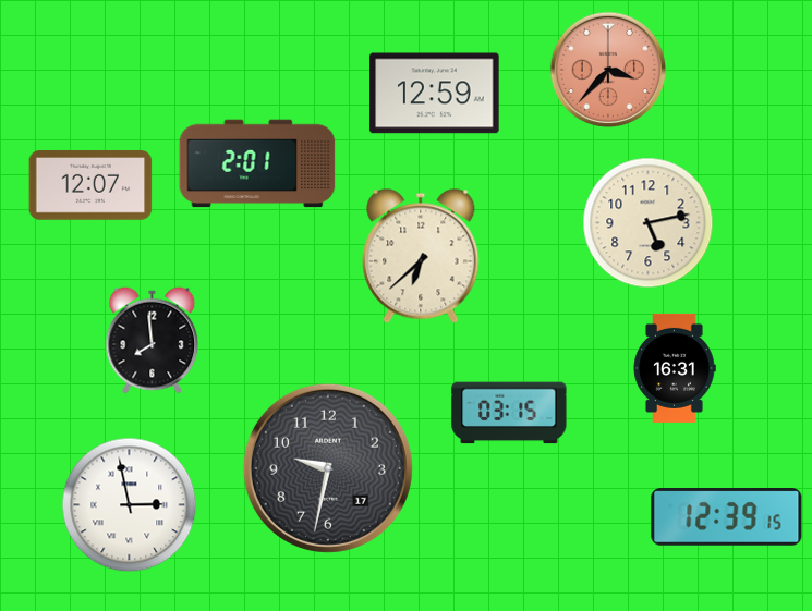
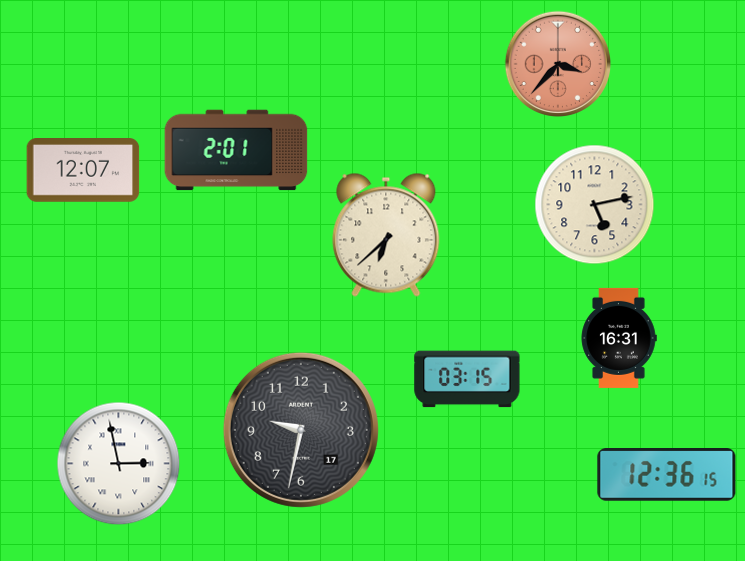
clock at (435, 94): 12:59 -> none
clock at (153, 341): 7:59 -> none
clock at (727, 517): 12:39 -> 12:36
